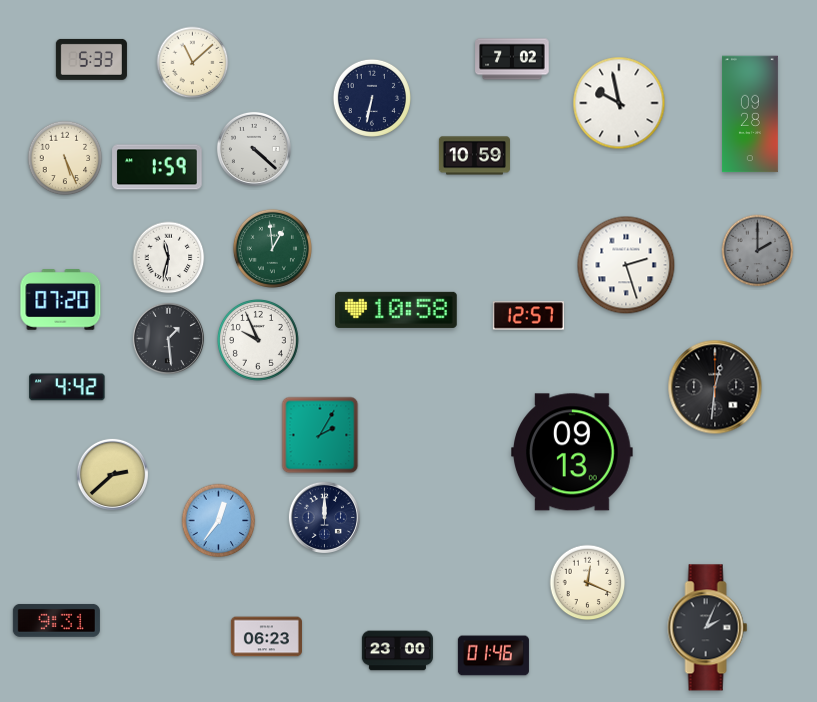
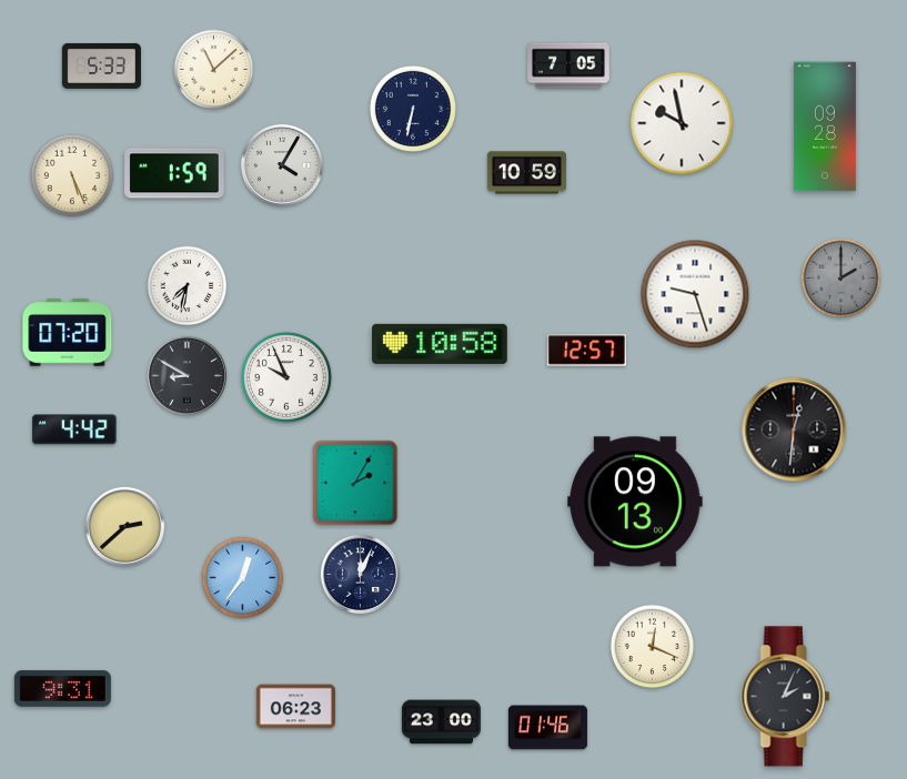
clock at (512, 59): 7:02 -> 7:05
clock at (619, 103) position: (619, 103) -> (682, 123)
clock at (750, 114) position: (750, 114) -> (825, 127)
clock at (254, 149): 4:22 -> 4:05
clock at (157, 167) position: (157, 167) -> (174, 173)
clock at (272, 248): 12:59 -> none
clock at (169, 258): 11:32 -> 7:32
clock at (626, 265): 2:27 -> 9:27
clock at (168, 338): 1:29 -> 8:50
clock at (324, 517): 12:00 -> 12:04
